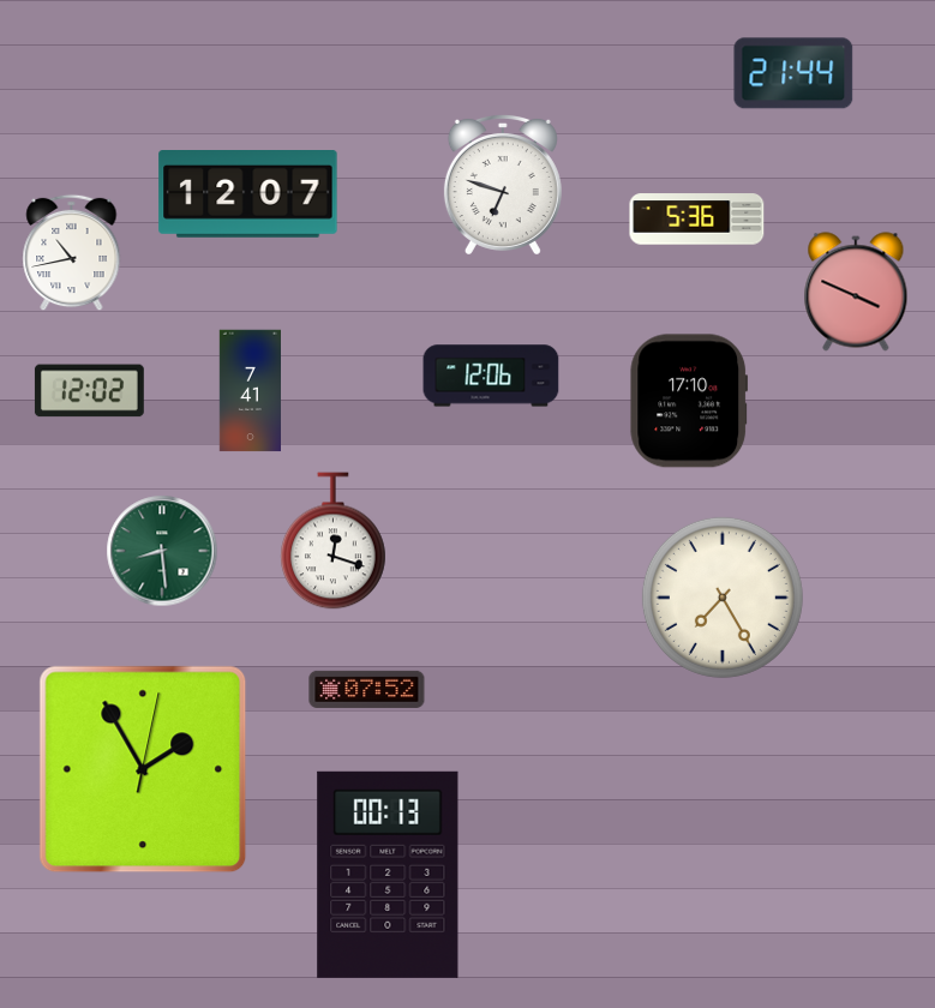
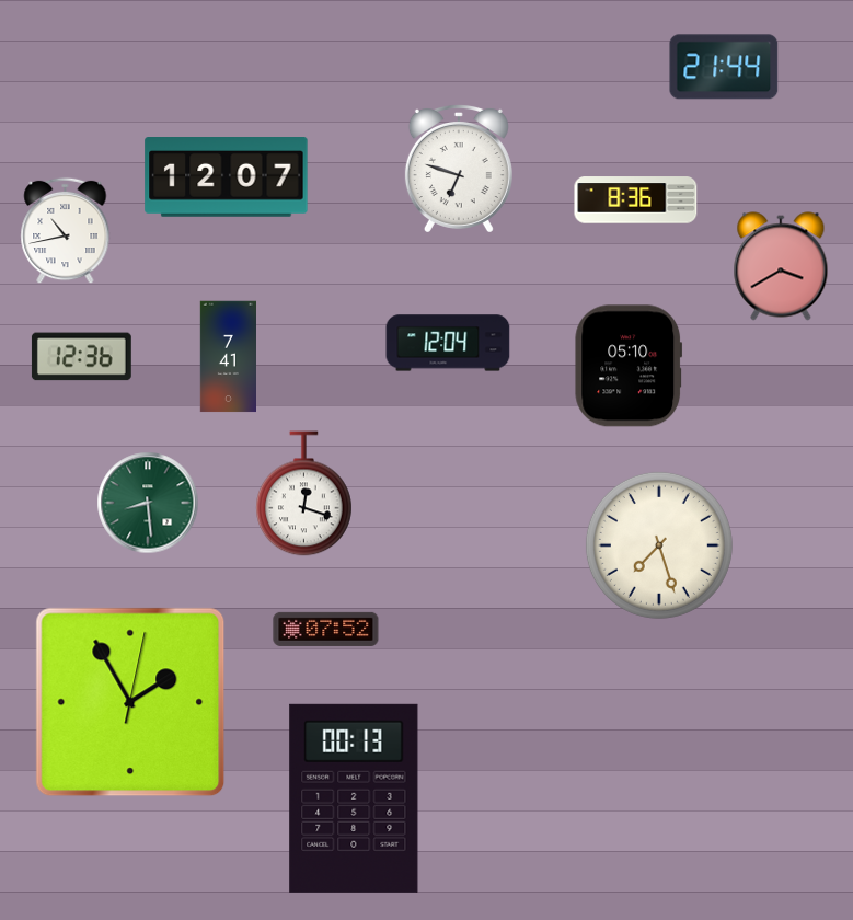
clock at (697, 220): 5:36 -> 8:36
clock at (856, 292): 3:49 -> 3:40
clock at (491, 376): 12:06 -> 12:04
clock at (89, 391): 12:02 -> 12:36
clock at (689, 401): 17:10 -> 05:10
clock at (723, 598): 7:25 -> 7:27
clock at (367, 689) position: (367, 689) -> (326, 629)
